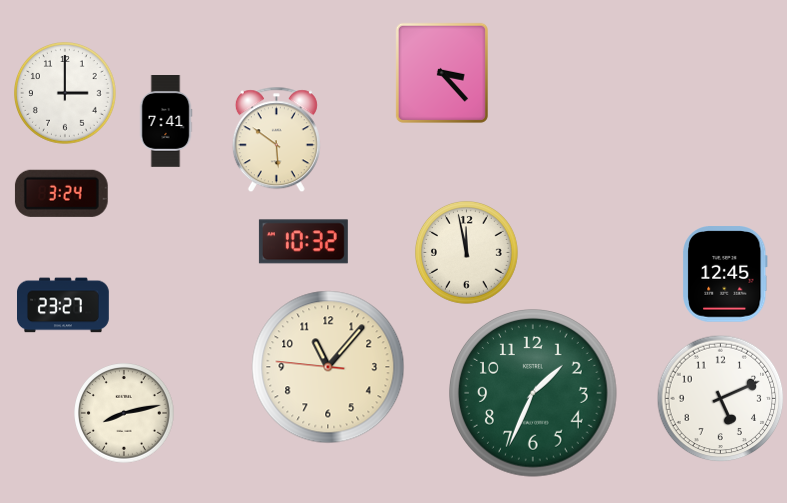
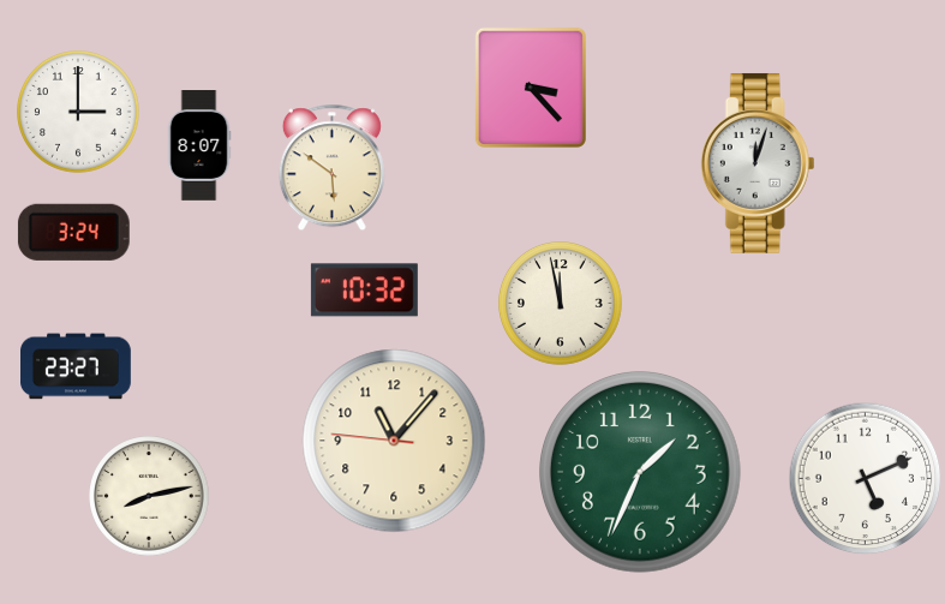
clock at (166, 122): 7:41 -> 8:07
clock at (758, 163): none -> 12:03
clock at (725, 274): 12:45 -> none
